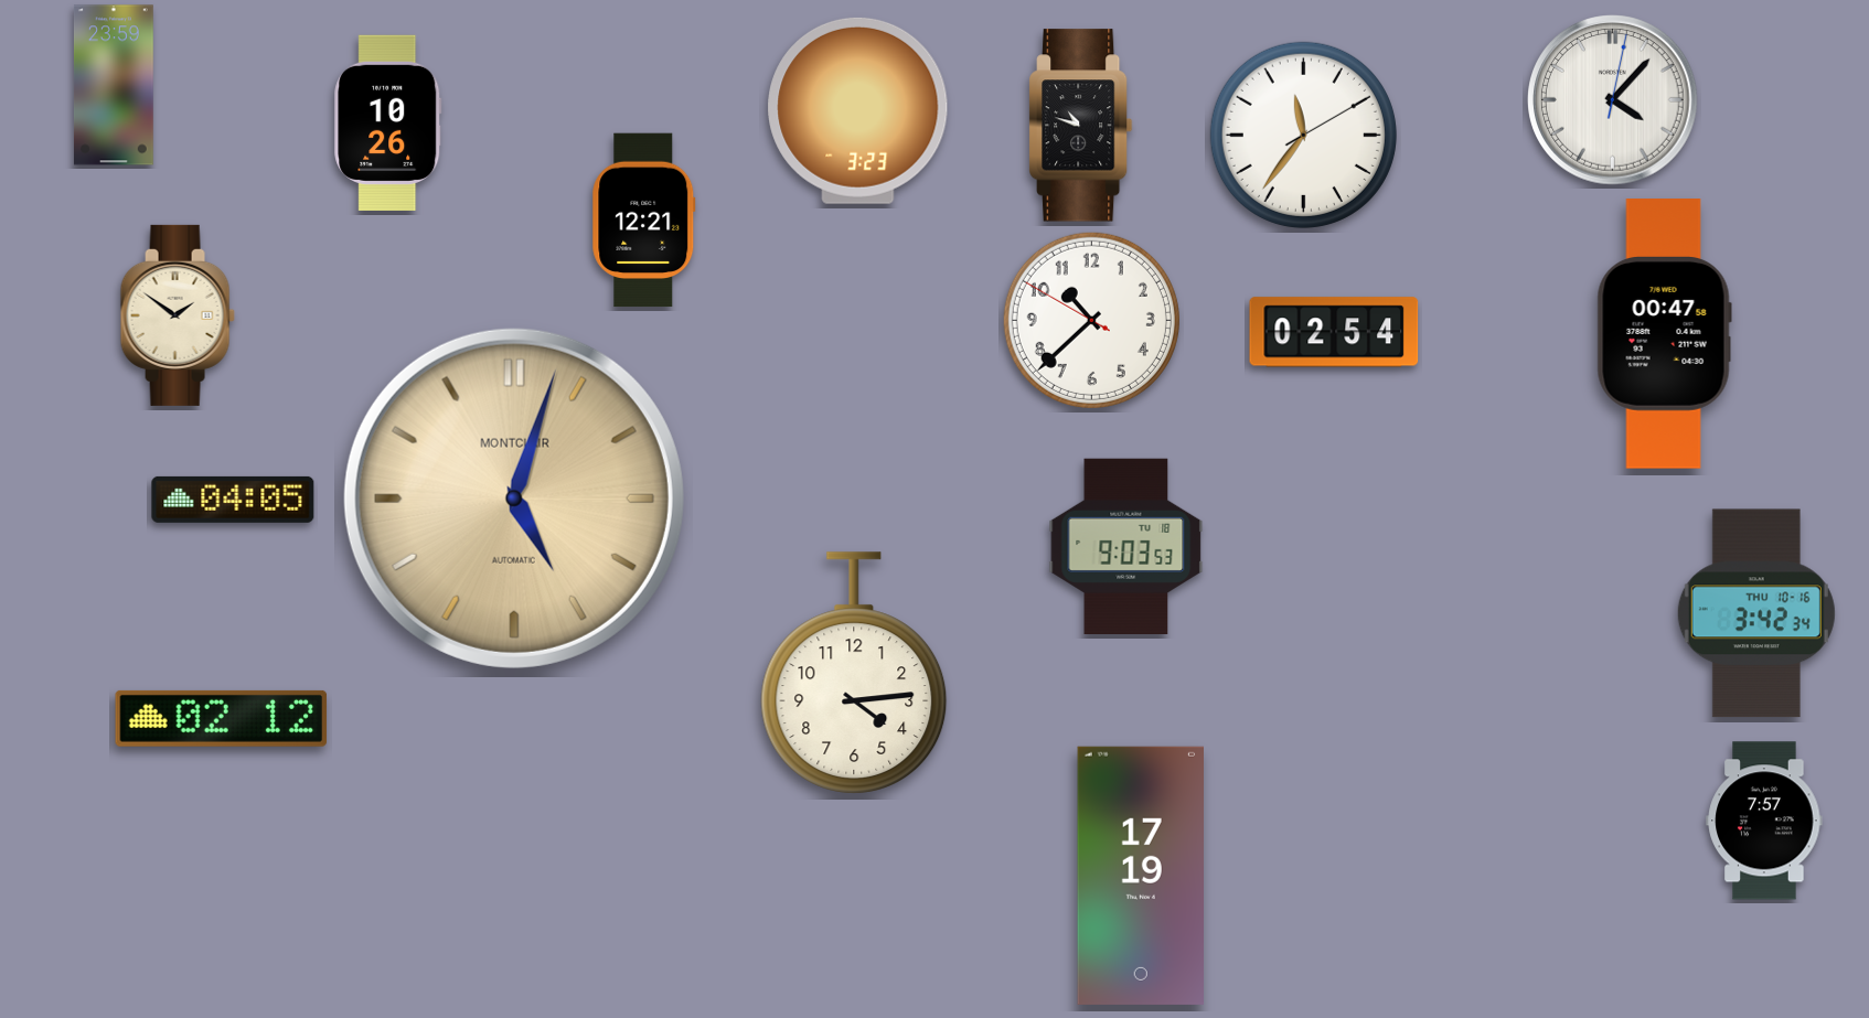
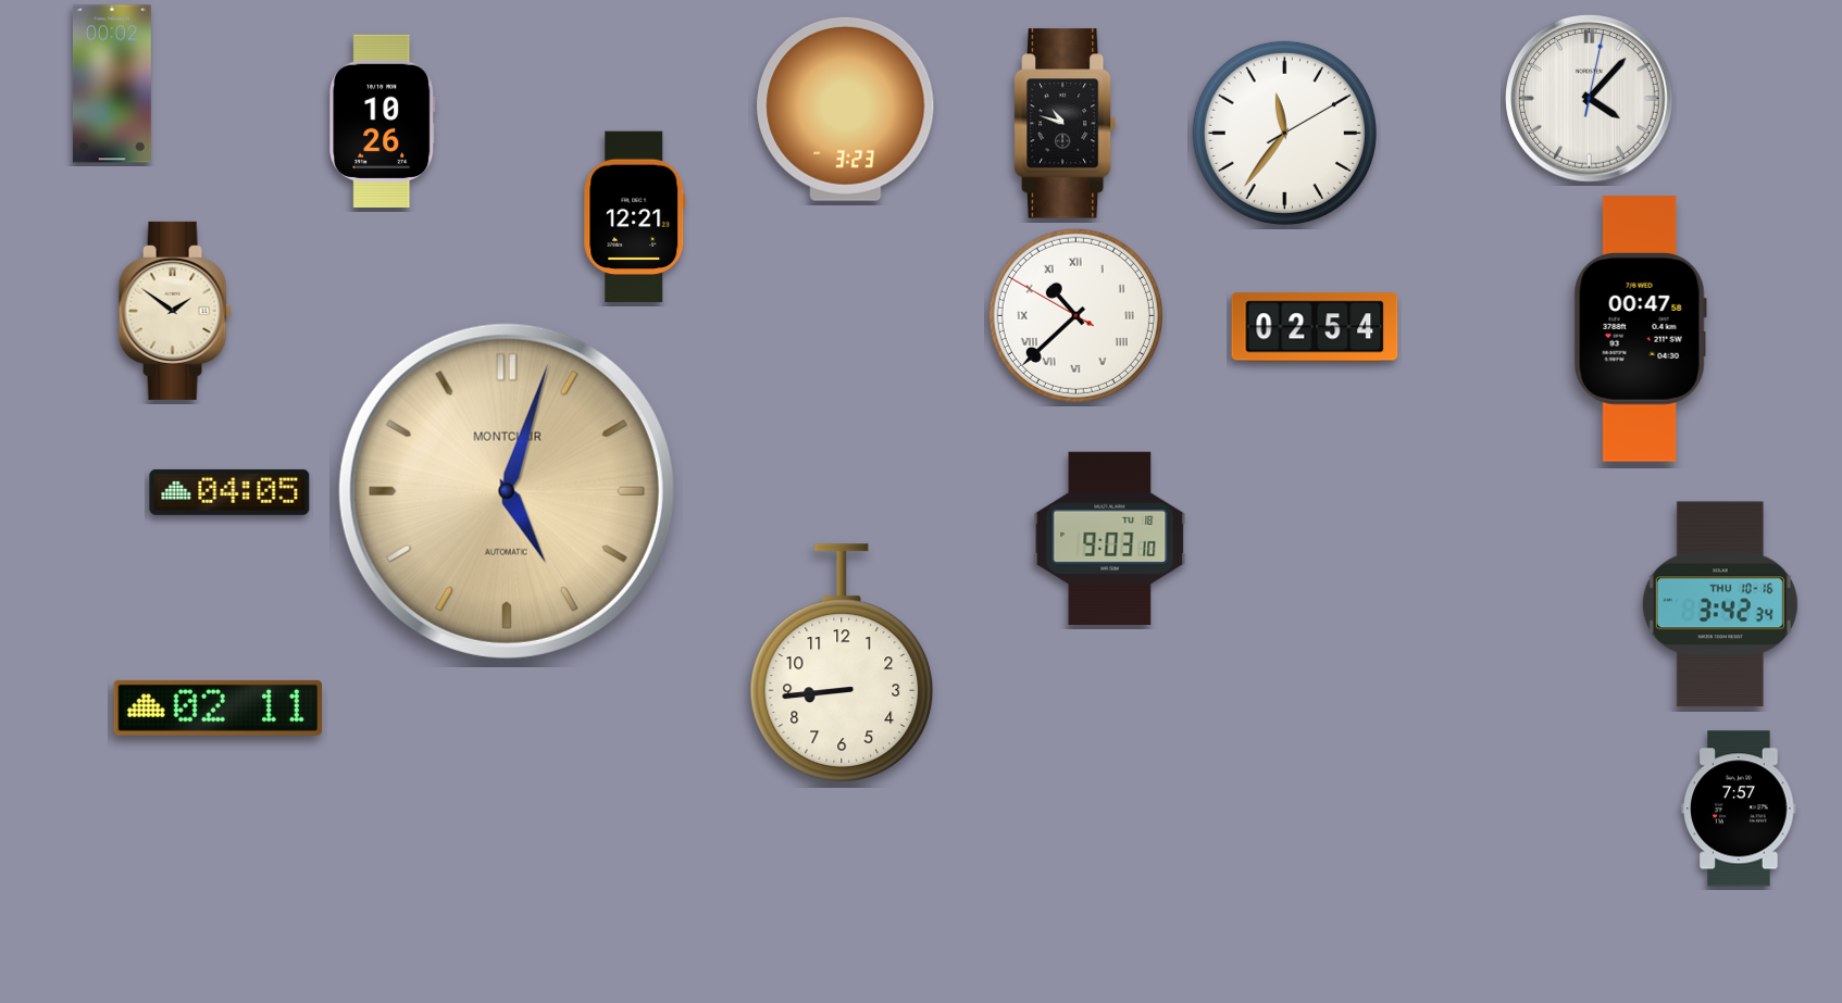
clock at (114, 85): 23:59 -> 00:02
clock at (1091, 320) numerals: Arabic -> Roman
clock at (1126, 546): 9:03:53 -> 9:03:10
clock at (1756, 613) position: (1756, 613) -> (1720, 604)
clock at (854, 673): 4:14 -> 8:44
clock at (222, 718): 02:12 -> 02:11
clock at (1141, 876): 17:19 -> none
